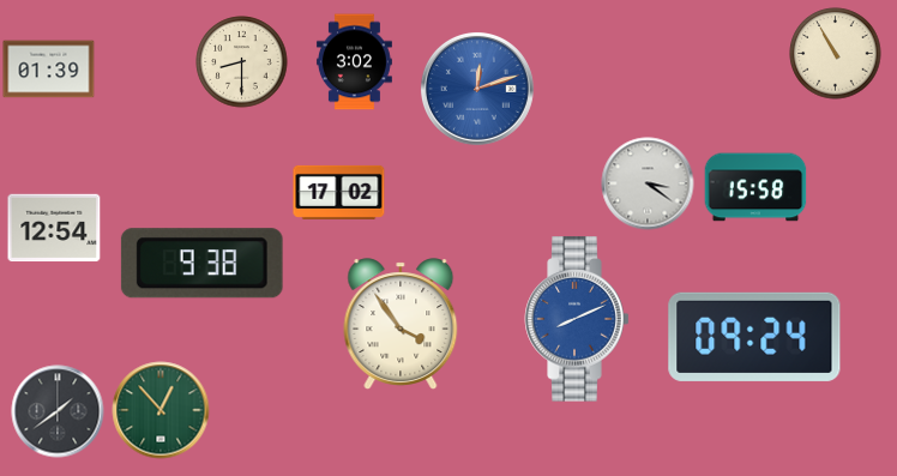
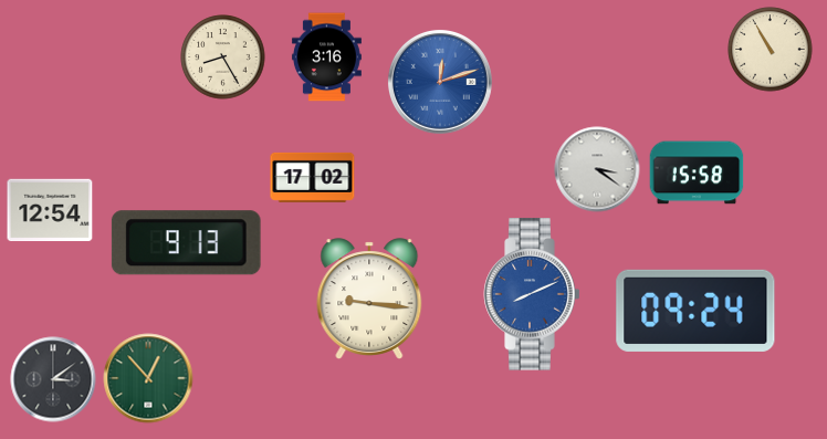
clock at (242, 62): 8:30 -> 8:25
clock at (354, 62): 3:02 -> 3:16
clock at (49, 70): 01:39 -> none
clock at (201, 264): 9:38 -> 9:13
clock at (401, 324): 3:54 -> 9:16
clock at (58, 411): 1:39 -> 3:09
